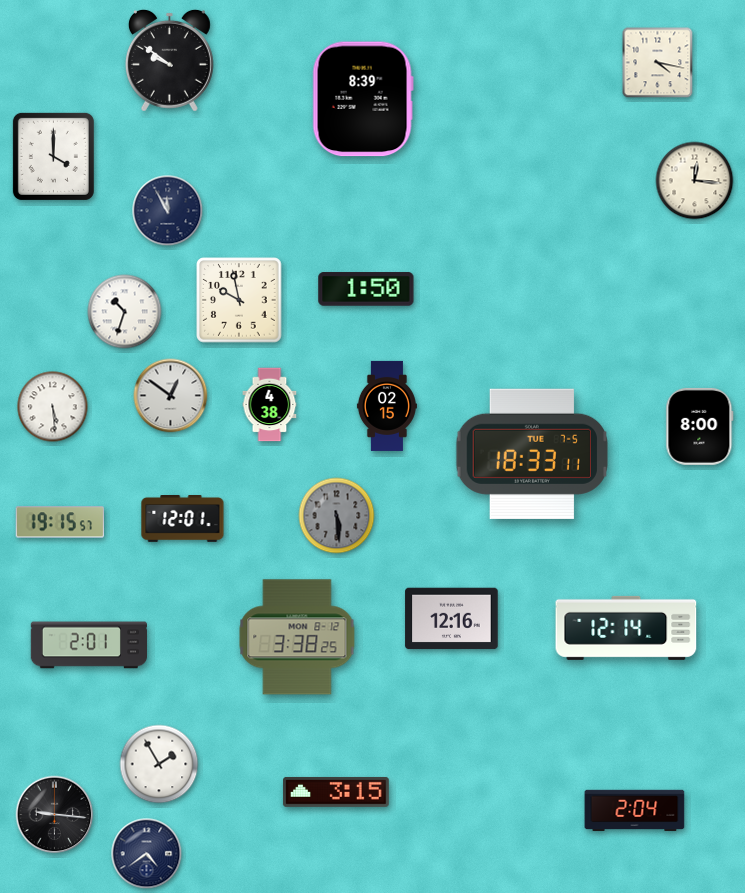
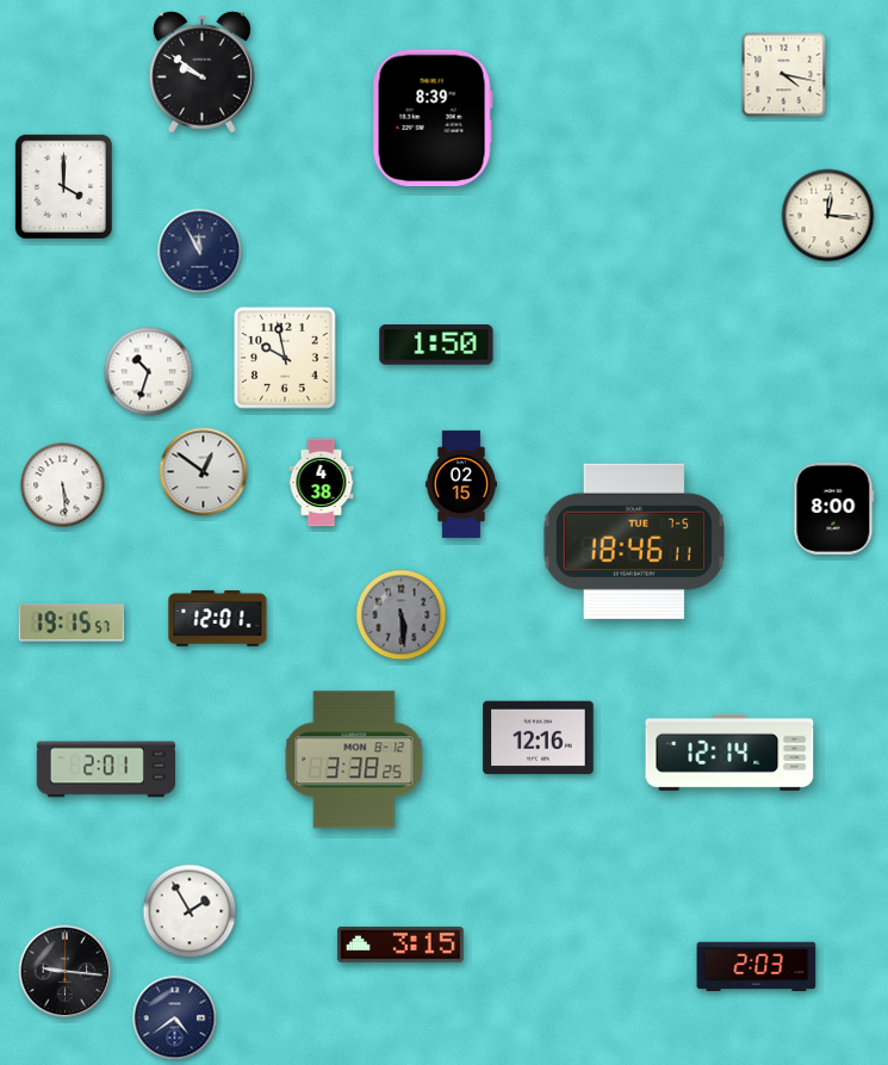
clock at (532, 454): 18:33 -> 18:46
clock at (626, 628) position: (626, 628) -> (729, 753)
clock at (635, 811): 2:04 -> 2:03
